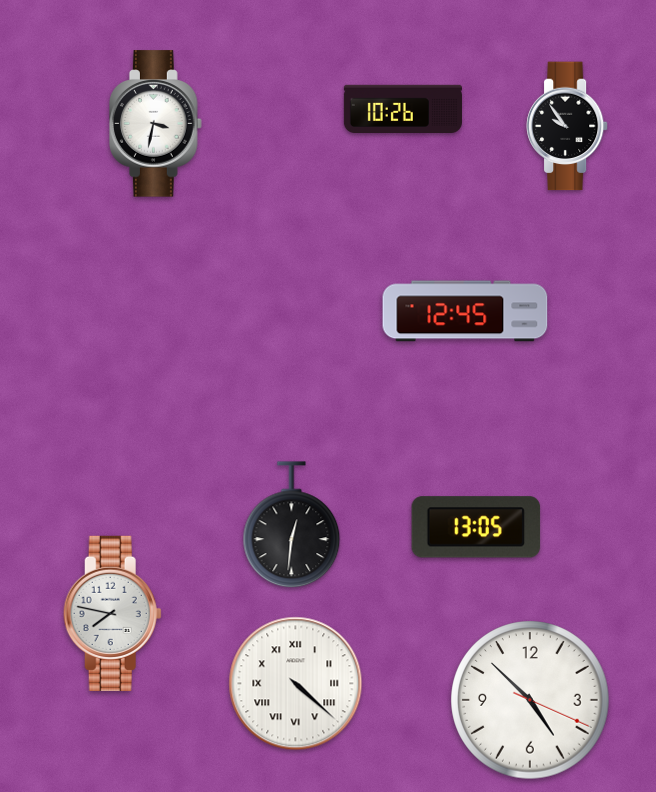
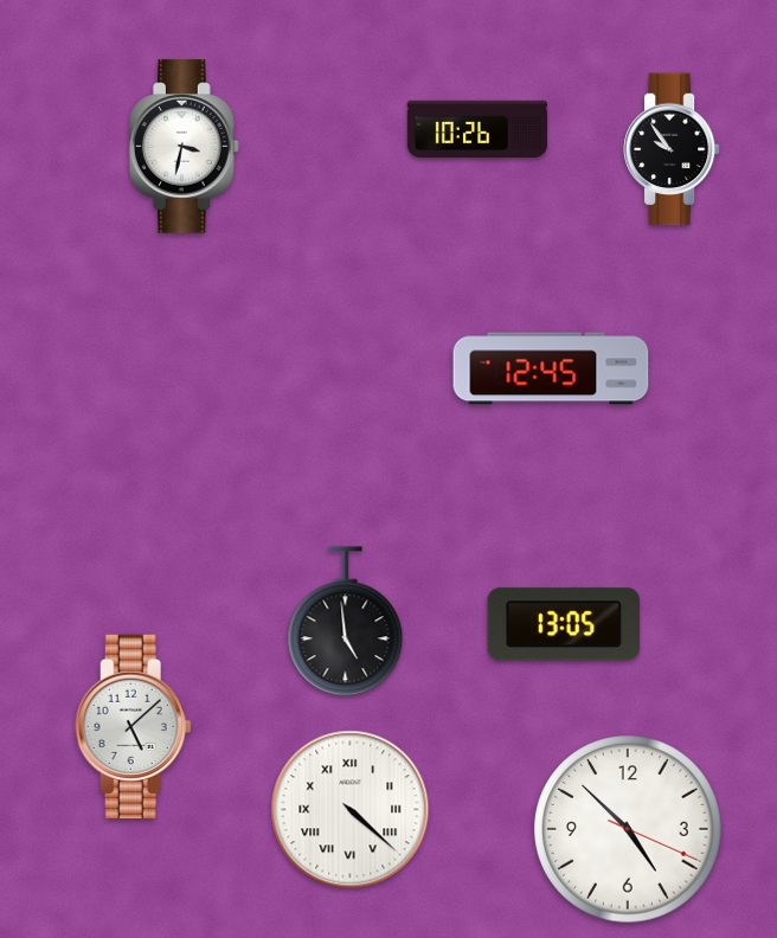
clock at (292, 525): 12:31 -> 4:59
clock at (112, 613): 7:47 -> 5:08
